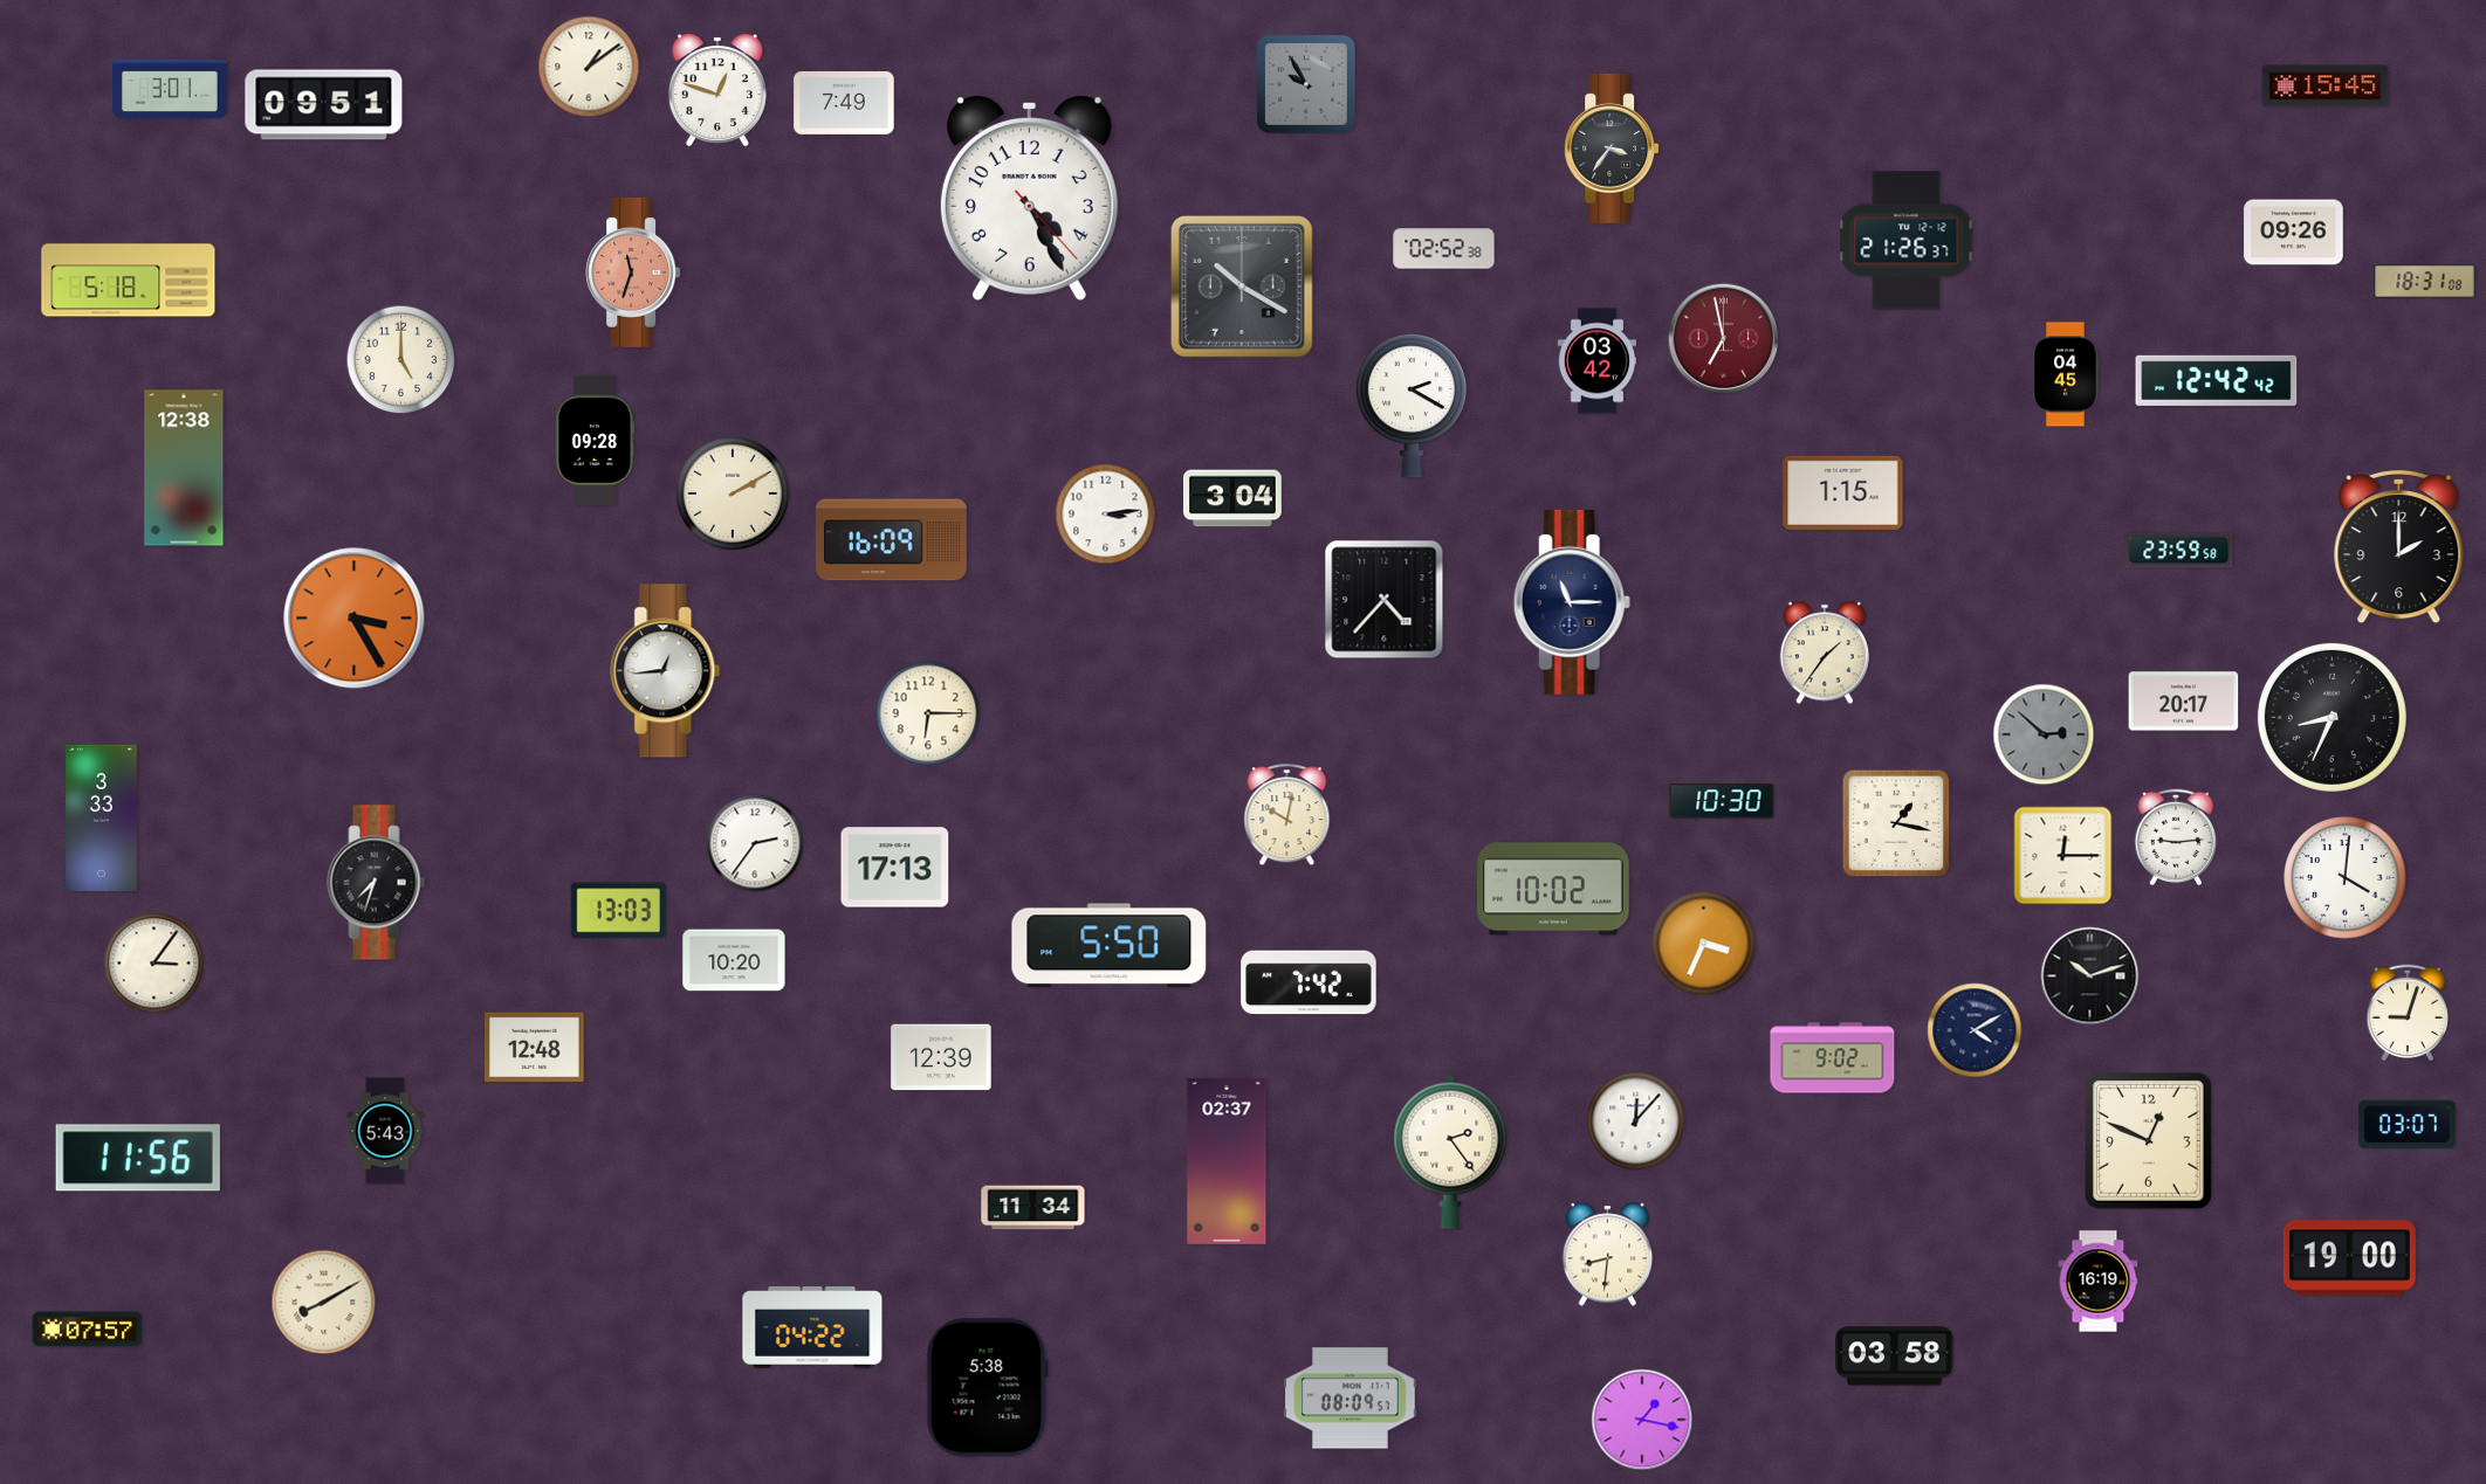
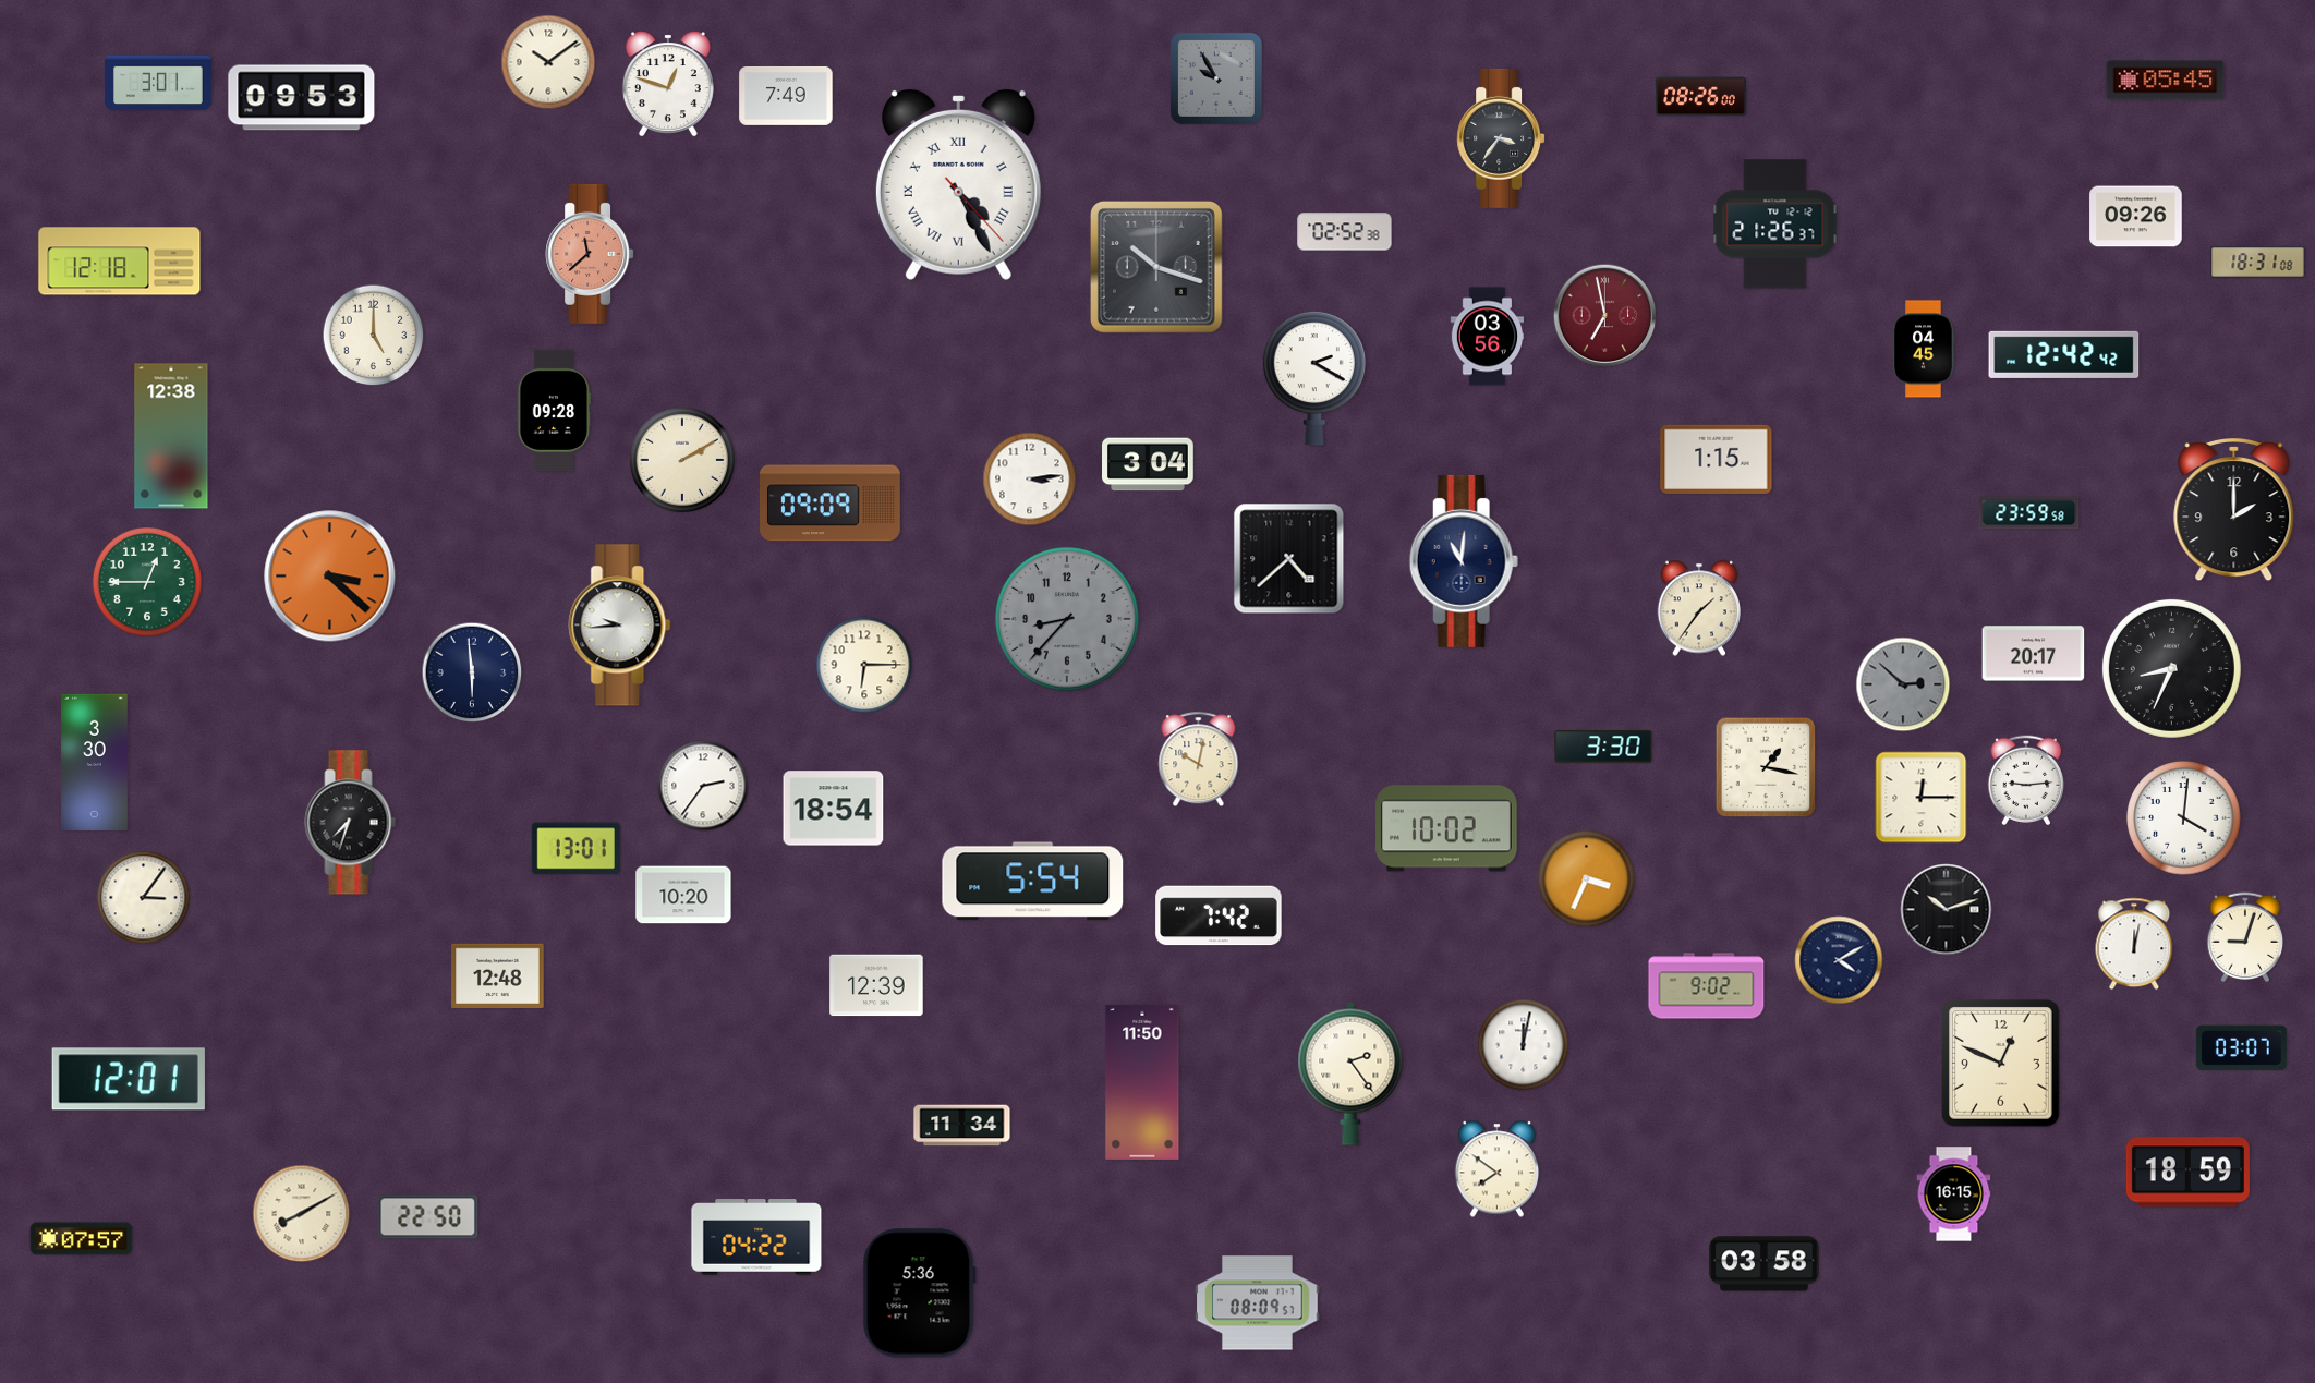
clock at (589, 67): 1:09 -> 10:09
clock at (2326, 87): 15:45 -> 05:45
clock at (1700, 97): none -> 08:26
clock at (324, 105): 09:51 -> 09:53
clock at (1029, 198) numerals: Arabic -> Roman
clock at (633, 272): 11:33 -> 11:38
clock at (129, 281): 5:18 -> 12:18
clock at (1242, 287): 10:20 -> 10:18
clock at (1598, 361): 03:42 -> 03:56
clock at (892, 540): 16:09 -> 09:09
clock at (1385, 600): 4:37 -> 4:38
clock at (1572, 602): 11:15 -> 11:01
clock at (355, 619): 3:25 -> 3:22
clock at (147, 582): none -> 12:45
clock at (1067, 619): none -> 8:37
clock at (666, 671): 12:44 -> 9:44
clock at (472, 672): none -> 5:59
clock at (1722, 801): 10:30 -> 3:30
clock at (102, 819): 3:33 -> 3:30
clock at (895, 868): 17:13 -> 18:54
clock at (618, 911): 13:03 -> 13:01
clock at (1110, 946): 5:50 -> 5:54
clock at (2134, 944): none -> 12:02
clock at (2408, 1013) position: (2408, 1013) -> (2245, 937)
clock at (1636, 1121): 12:07 -> 12:02
clock at (385, 1131): 5:43 -> none
clock at (138, 1158): 11:56 -> 12:01
clock at (1227, 1161): 02:37 -> 11:50
clock at (1608, 1255): 8:31 -> 7:51
clock at (2349, 1258): 19:00 -> 18:59
clock at (2099, 1282): 16:19 -> 16:15
clock at (428, 1217): none -> 22:50
clock at (987, 1388): 5:38 -> 5:36
clock at (1642, 1420): 1:17 -> none
